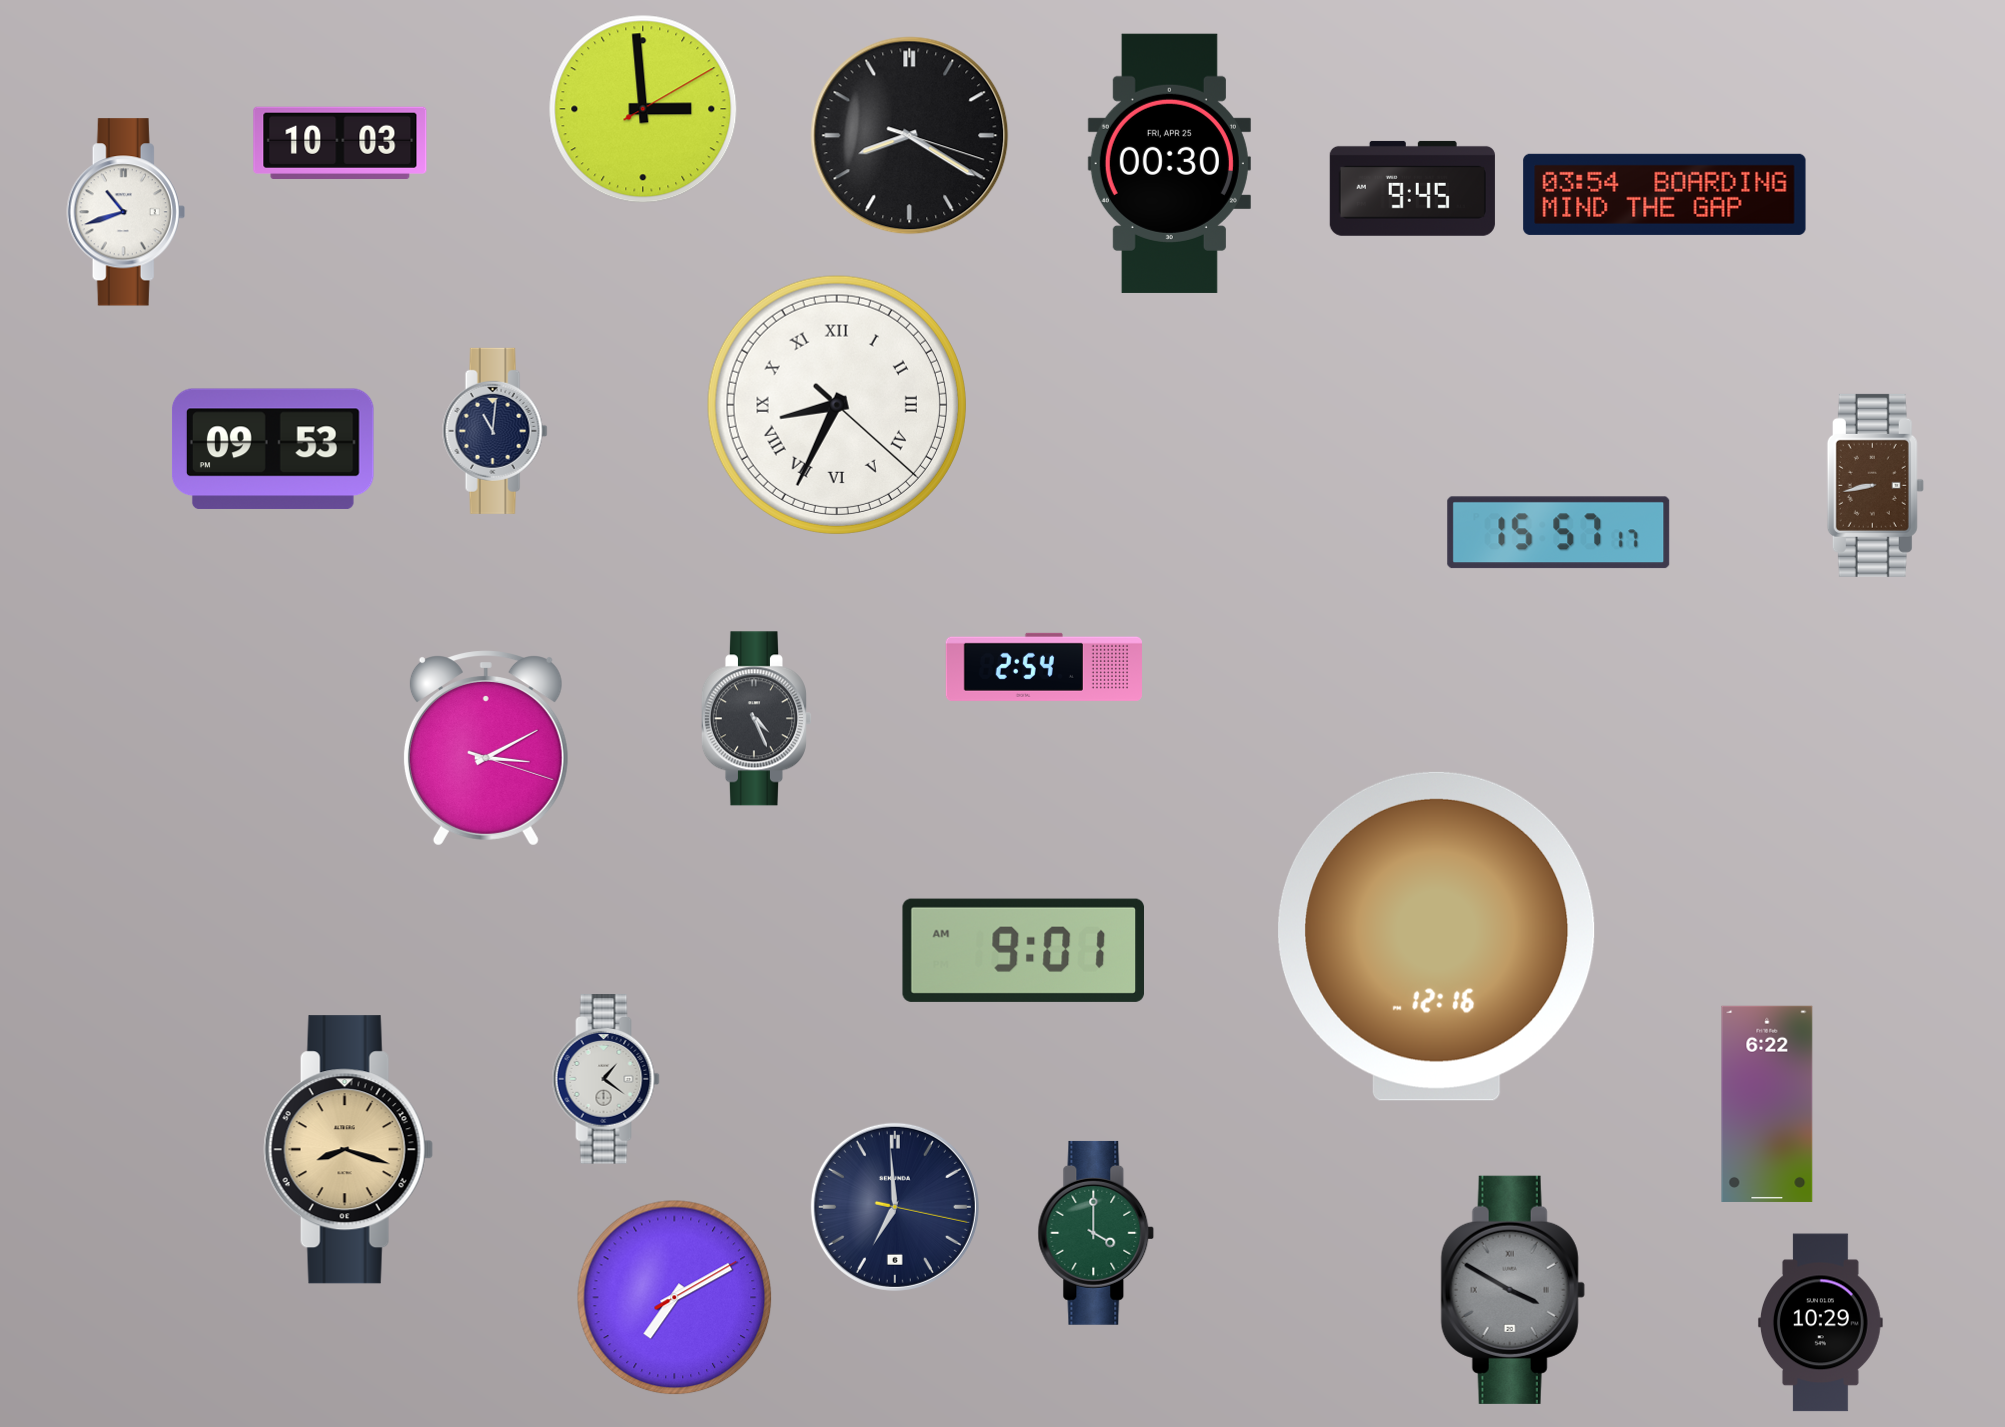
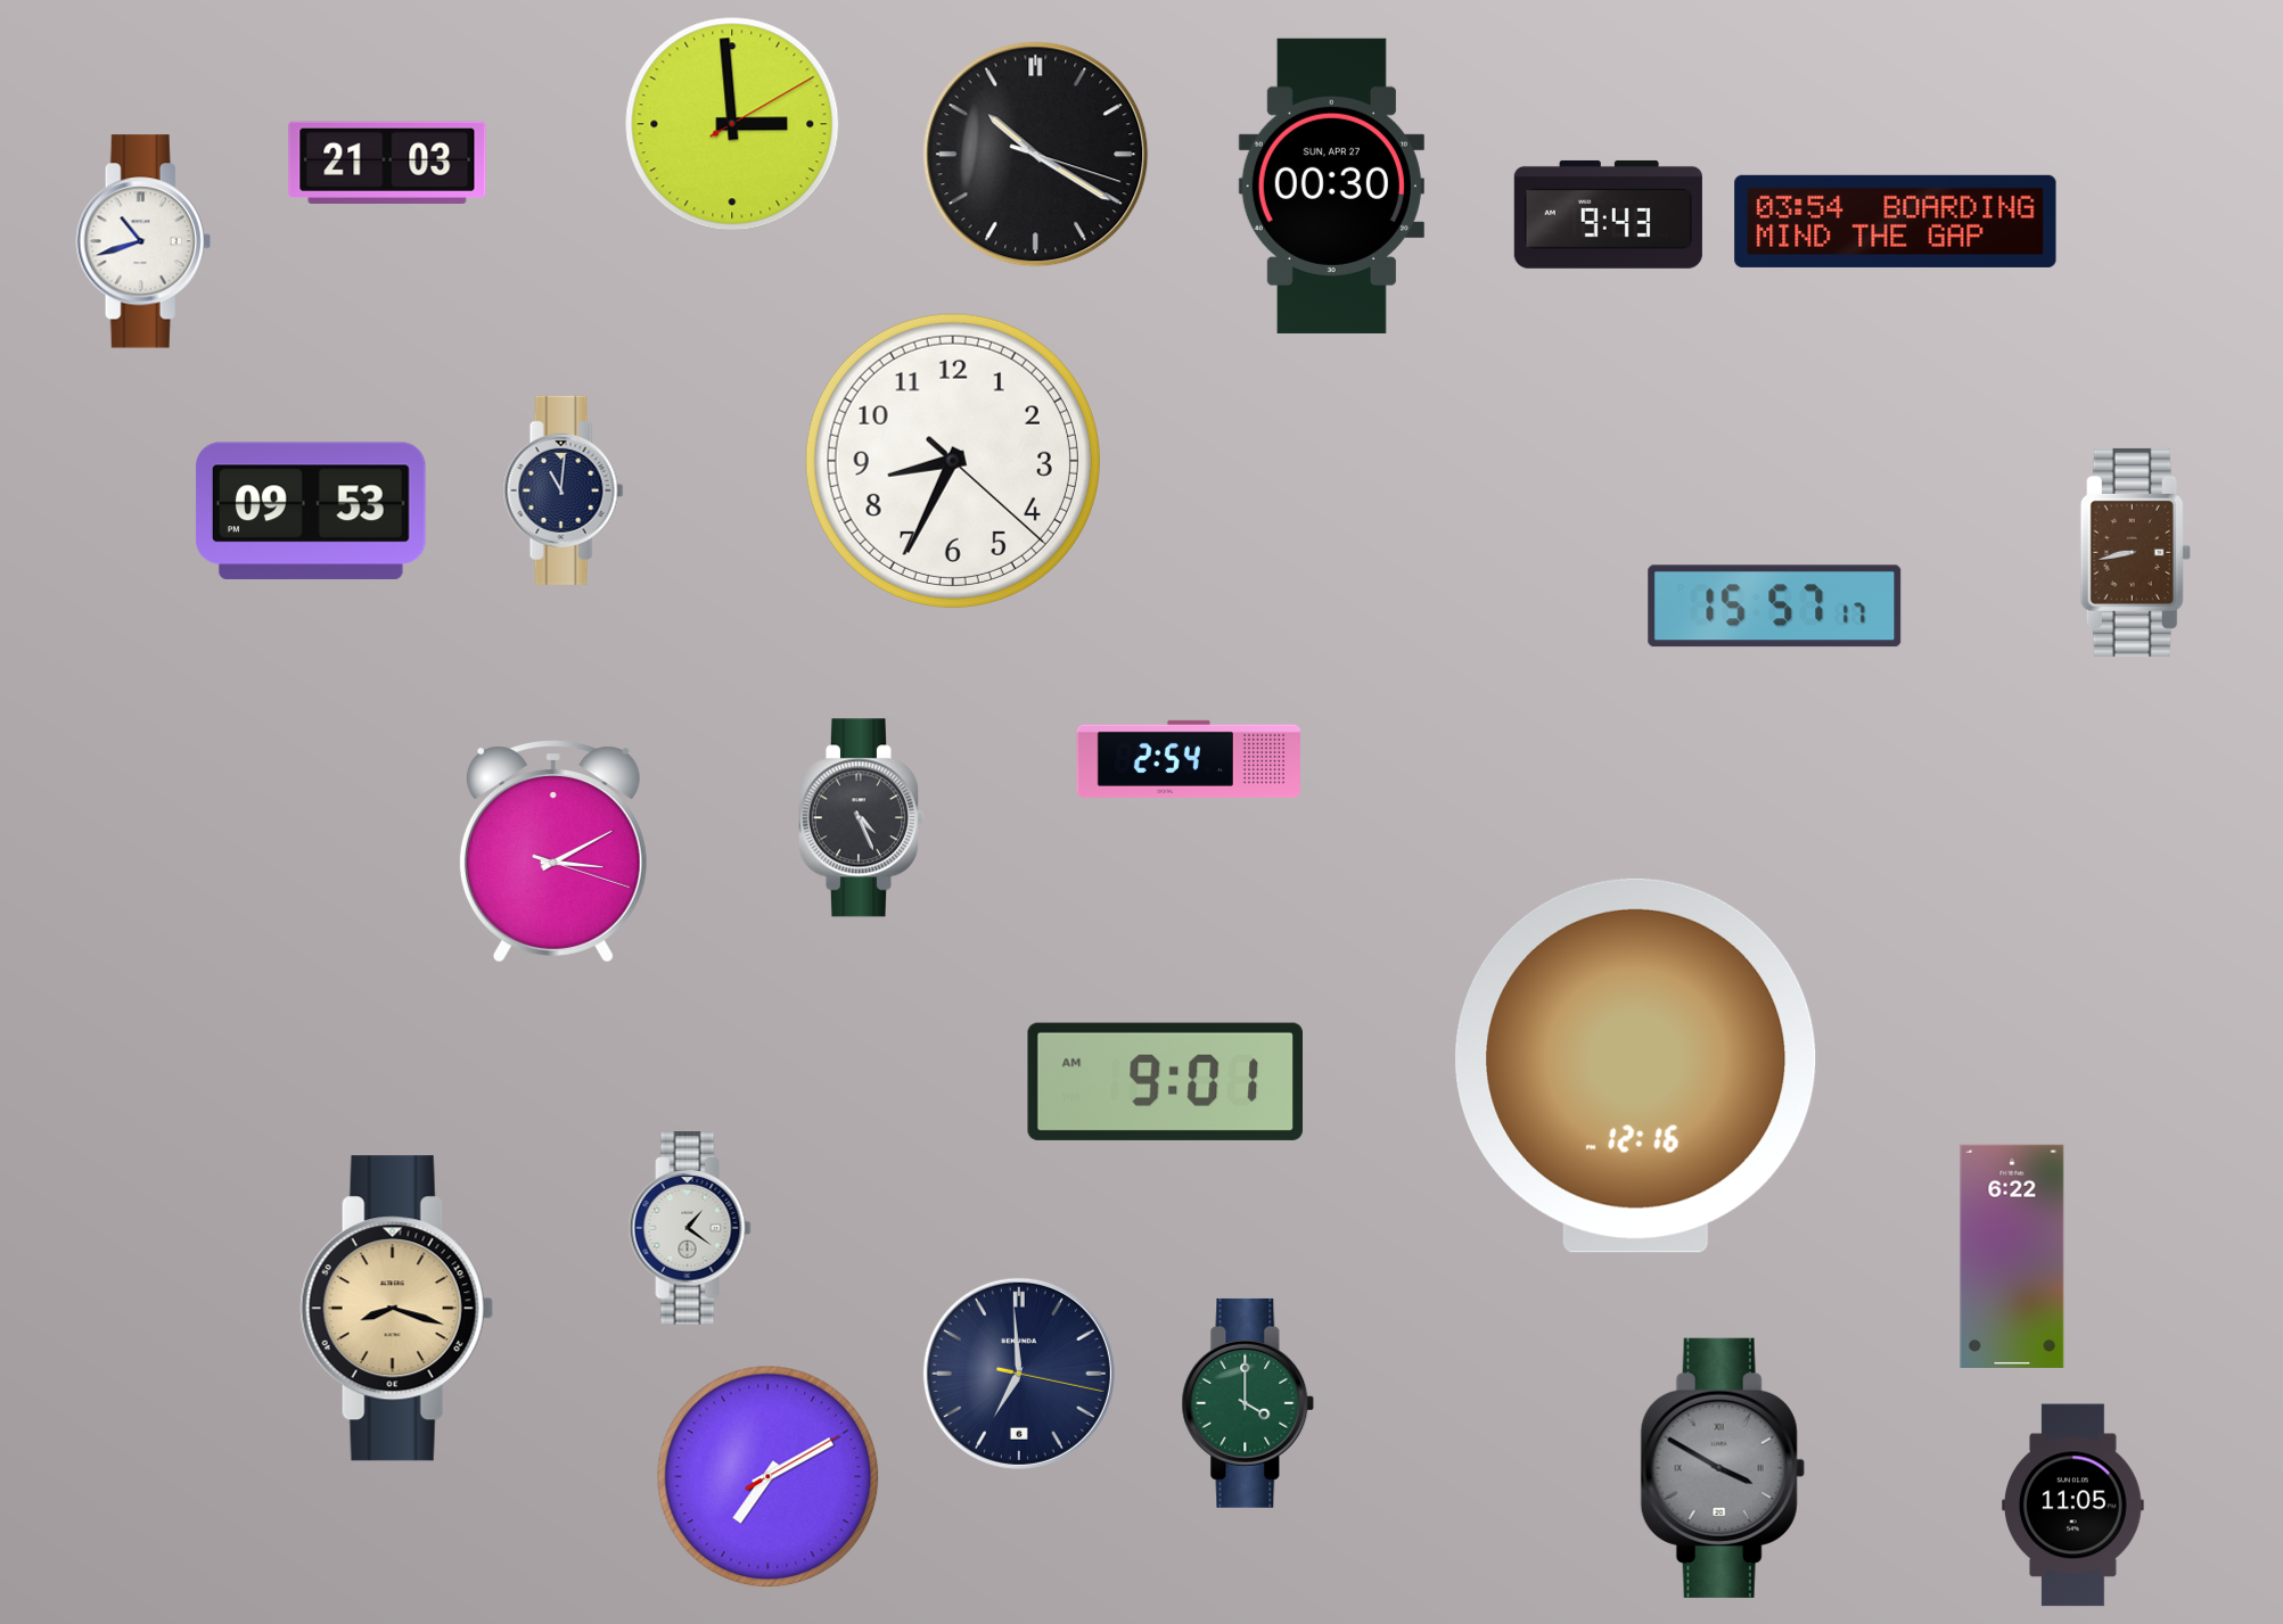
clock at (910, 136): 8:20 -> 10:20
clock at (340, 142): 10:03 -> 21:03
clock at (1169, 163) date: FRI, APR 25 -> SUN, APR 27
clock at (1412, 188): 9:45 -> 9:43
clock at (837, 405) numerals: Roman -> Arabic
clock at (1820, 1323): 10:29 -> 11:05
